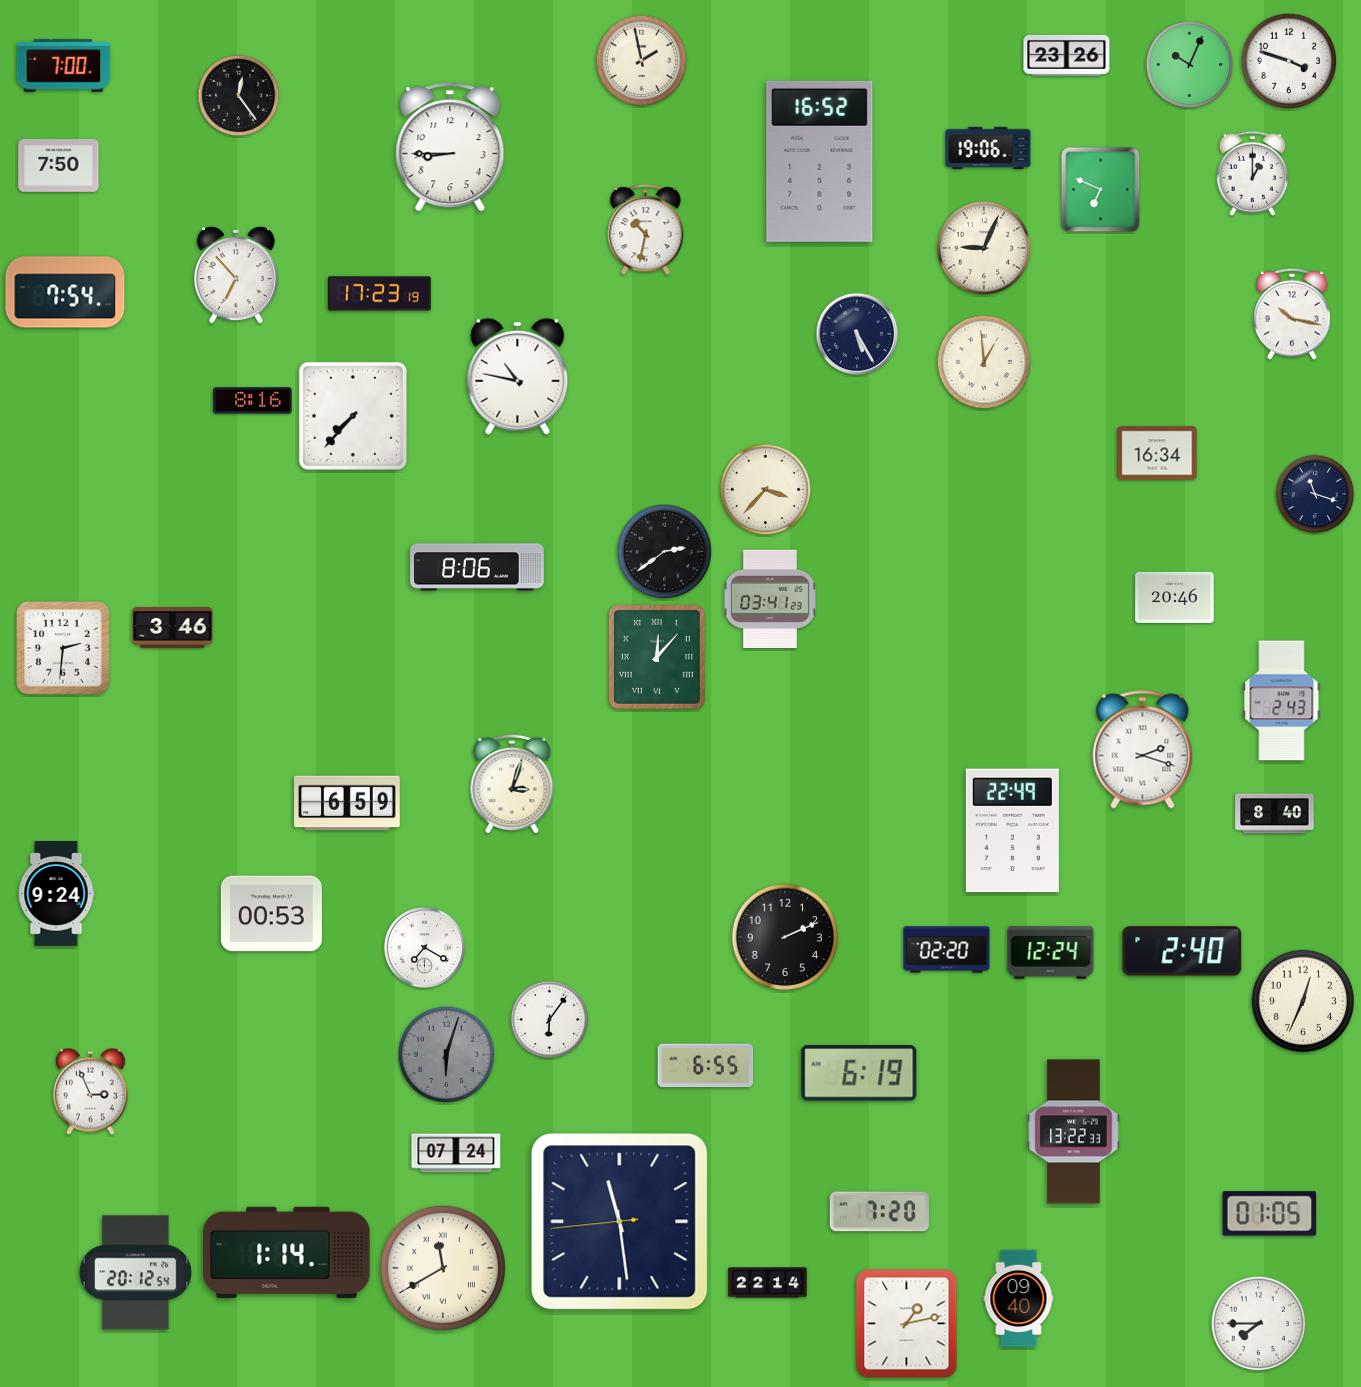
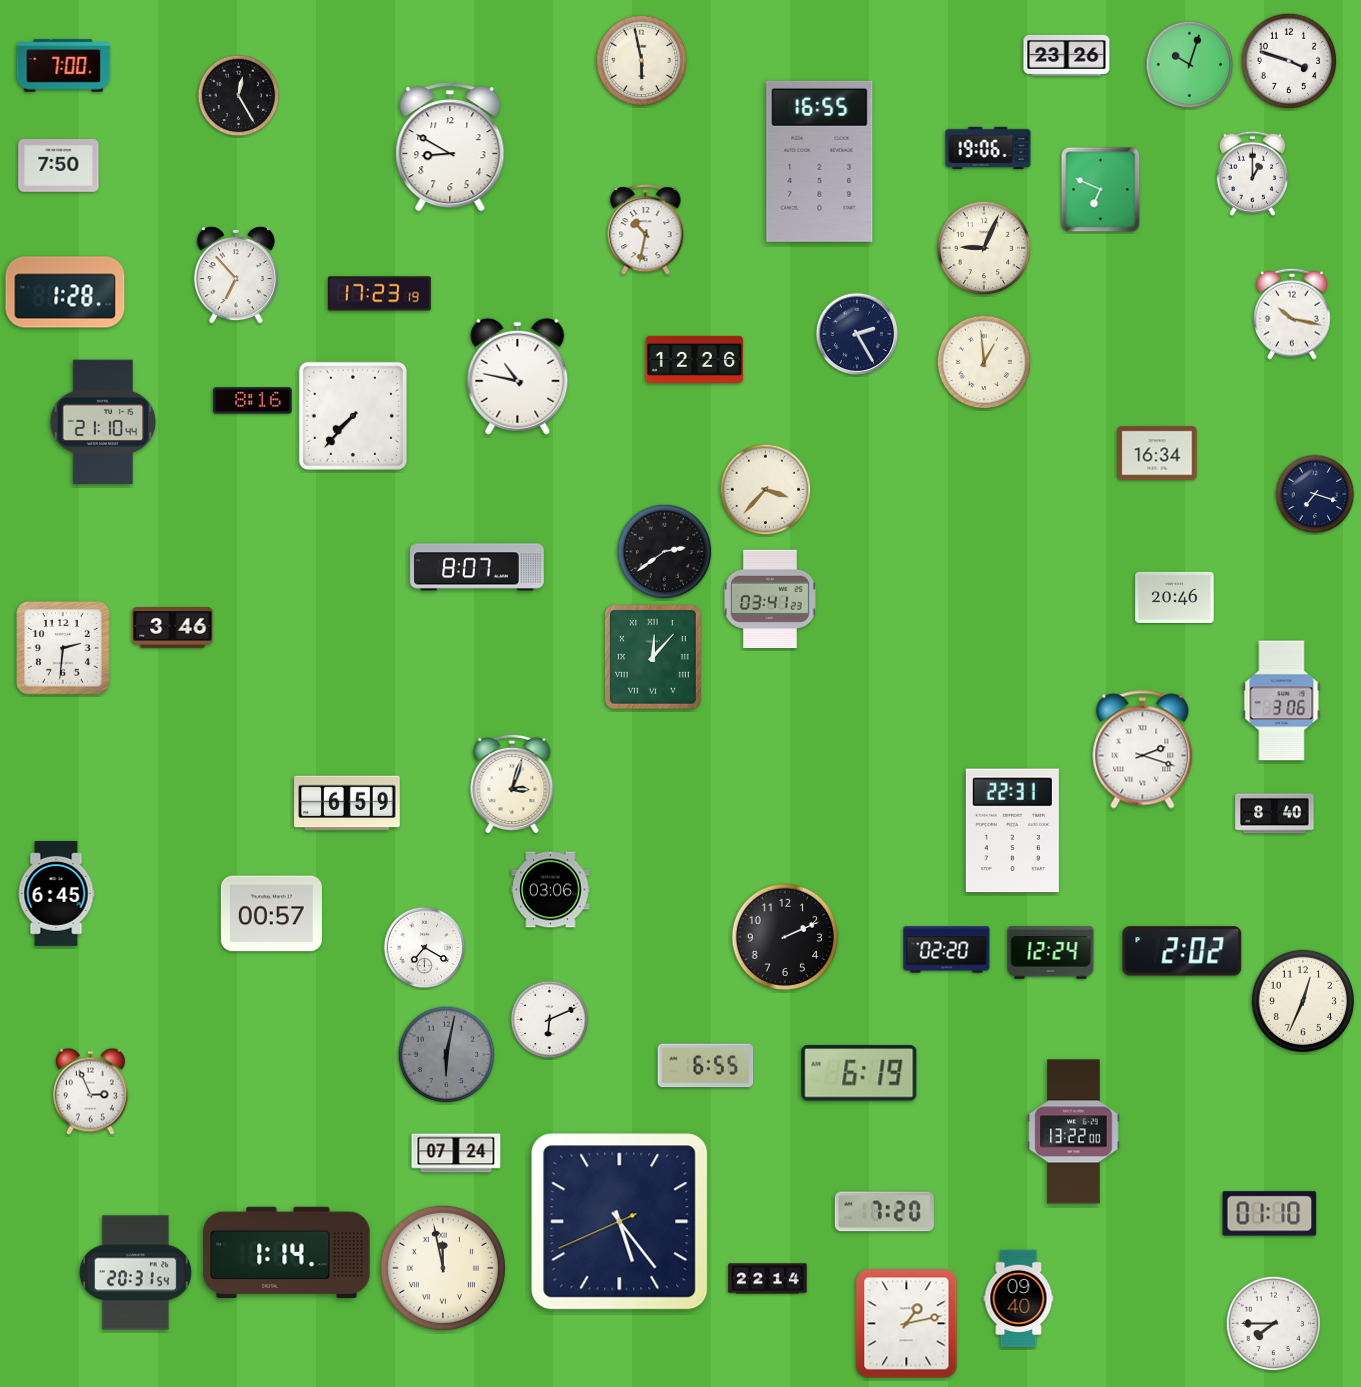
clock at (642, 61): 1:58 -> 5:58
clock at (1190, 65): 10:04 -> 10:03
clock at (239, 96): 12:24 -> 12:25
clock at (450, 147): 8:45 -> 8:50
clock at (820, 161): 16:52 -> 16:55
clock at (65, 292): 7:54 -> 1:28
clock at (857, 334): 5:25 -> 2:25
clock at (695, 359): none -> 12:26
clock at (103, 422): none -> 21:10
clock at (1315, 494): 11:18 -> 7:18
clock at (477, 567): 8:06 -> 8:07
clock at (657, 657) position: (657, 657) -> (653, 657)
clock at (1282, 701): 2:43 -> 3:06
clock at (1012, 831): 22:49 -> 22:31
clock at (551, 890): none -> 03:06
clock at (56, 894): 9:24 -> 6:45
clock at (271, 914): 00:53 -> 00:57
clock at (1182, 951): 2:40 -> 2:02
clock at (550, 1020): 6:06 -> 6:11
clock at (447, 1055): 6:03 -> 6:02
clock at (1074, 1132): 13:22:33 -> 13:22:00
clock at (879, 1212) position: (879, 1212) -> (884, 1212)
clock at (1270, 1214): 01:05 -> 01:10
clock at (620, 1222): 11:28 -> 5:23
clock at (443, 1268): 11:40 -> 11:58
clock at (135, 1273): 20:12 -> 20:31
clock at (768, 1283) position: (768, 1283) -> (768, 1279)
clock at (1259, 1324) position: (1259, 1324) -> (1274, 1324)
